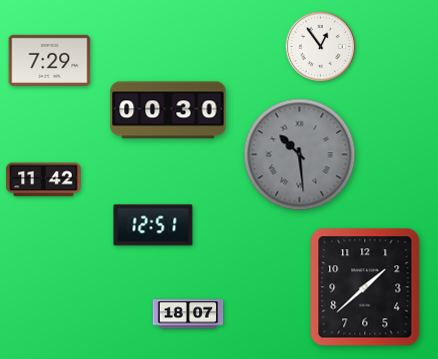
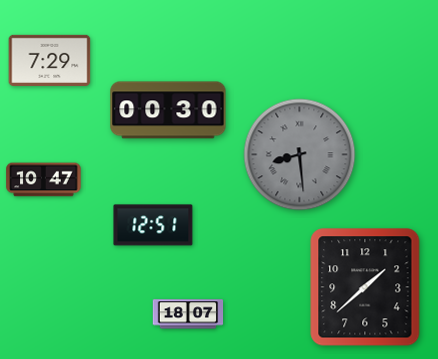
clock at (321, 47): 12:54 -> none
clock at (300, 155): 10:29 -> 8:29
clock at (44, 180): 11:42 -> 10:47
